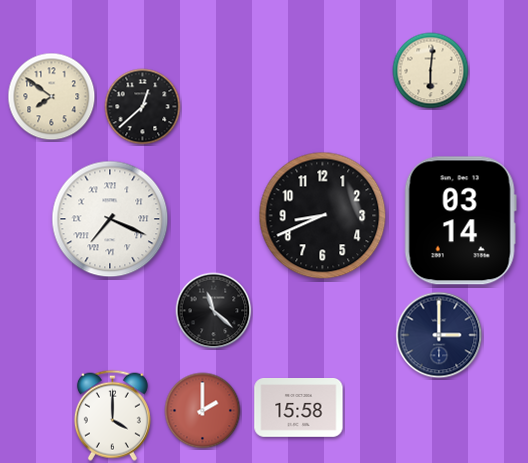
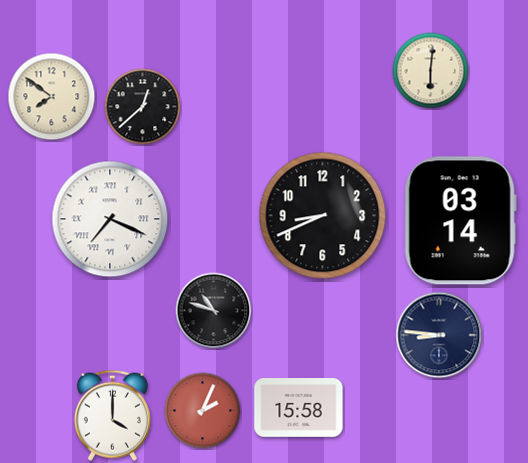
clock at (214, 311): 11:22 -> 10:48
clock at (439, 335): 3:00 -> 8:46
clock at (203, 411): 2:00 -> 2:04
